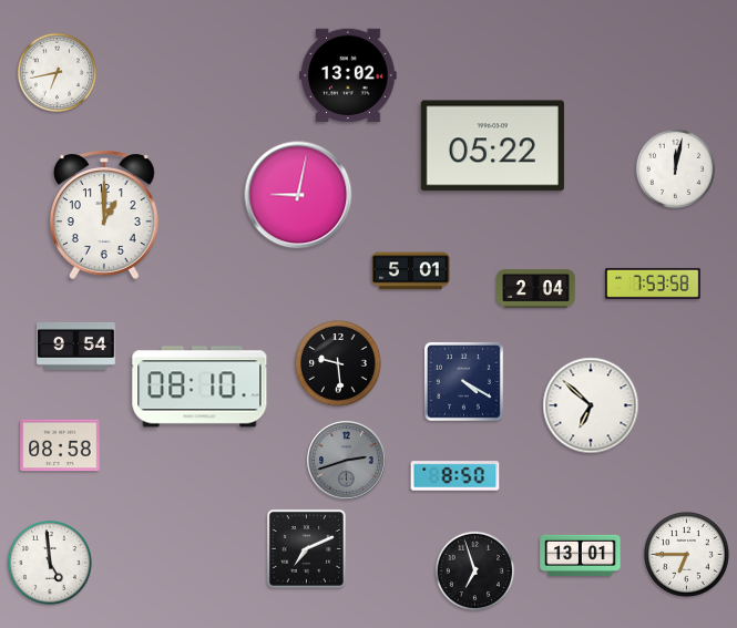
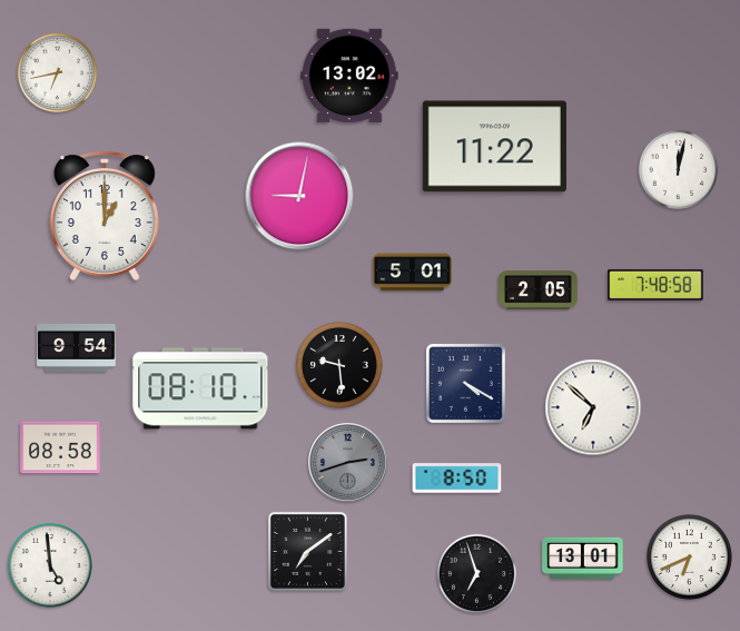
clock at (492, 146): 05:22 -> 11:22
clock at (654, 284): 7:53 -> 7:48
clock at (536, 289): 2:04 -> 2:05
clock at (306, 548): 7:11 -> 7:09
clock at (687, 555): 6:45 -> 6:41
